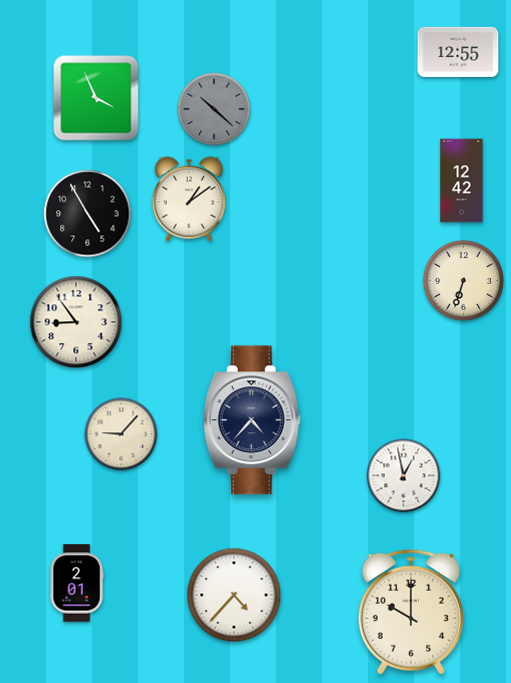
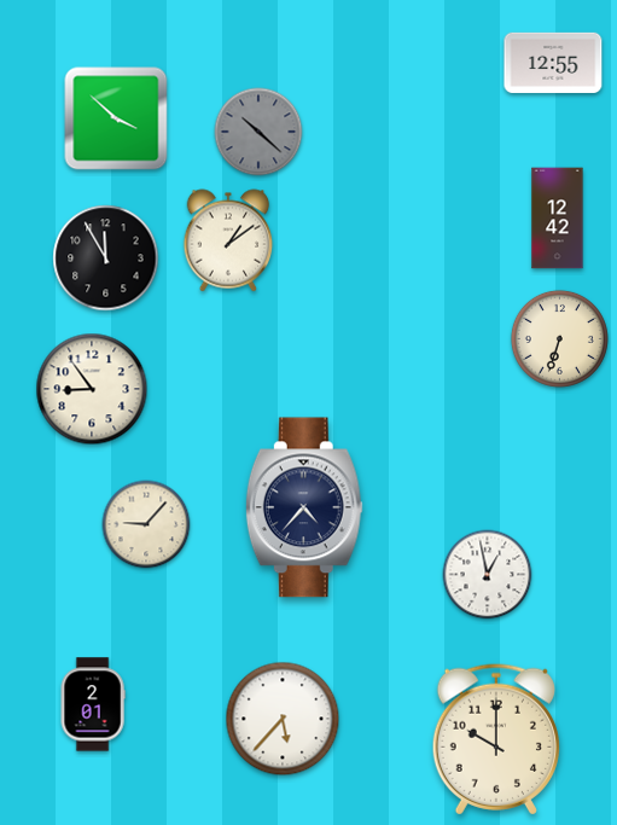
clock at (96, 98): 3:56 -> 3:52
clock at (88, 214): 4:55 -> 11:55
clock at (234, 595): 4:37 -> 5:37
